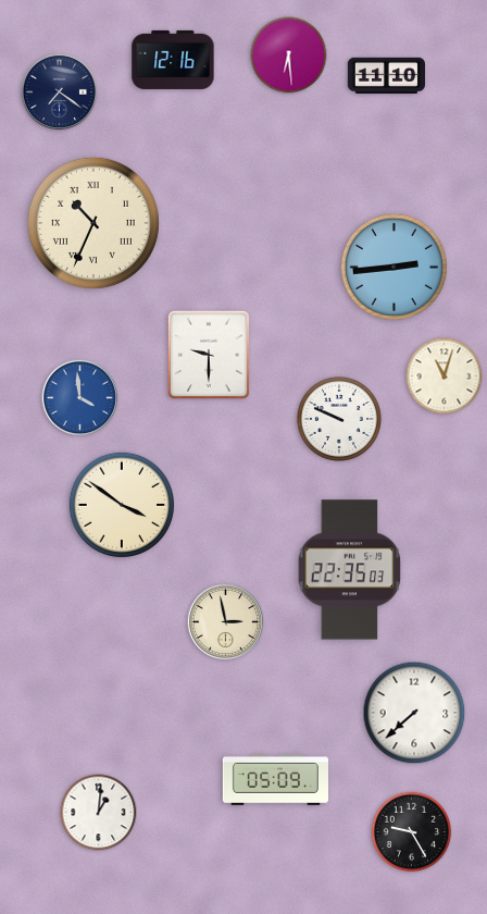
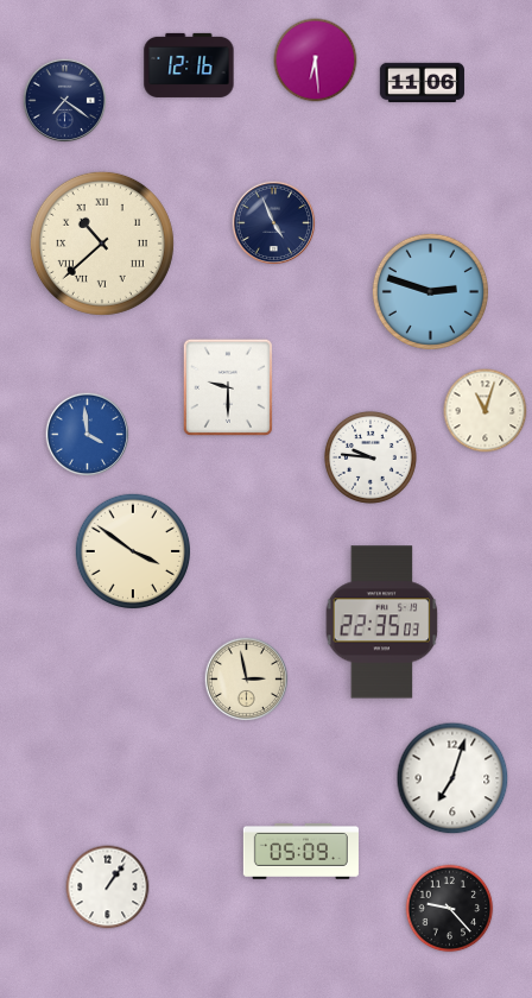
clock at (386, 75): 11:10 -> 11:06
clock at (274, 223): none -> 4:56
clock at (93, 223): 10:34 -> 10:38
clock at (394, 267): 2:44 -> 2:48
clock at (339, 419): 9:49 -> 9:46
clock at (414, 713): 7:38 -> 7:03
clock at (99, 813): 1:01 -> 1:06
clock at (412, 832): 9:25 -> 9:23
